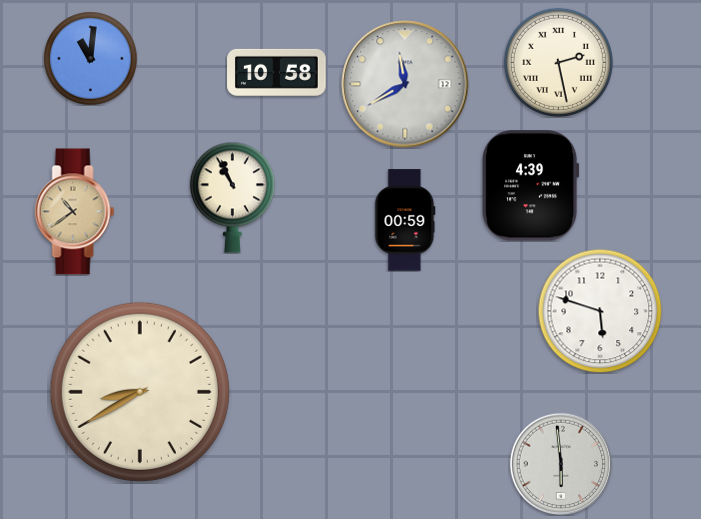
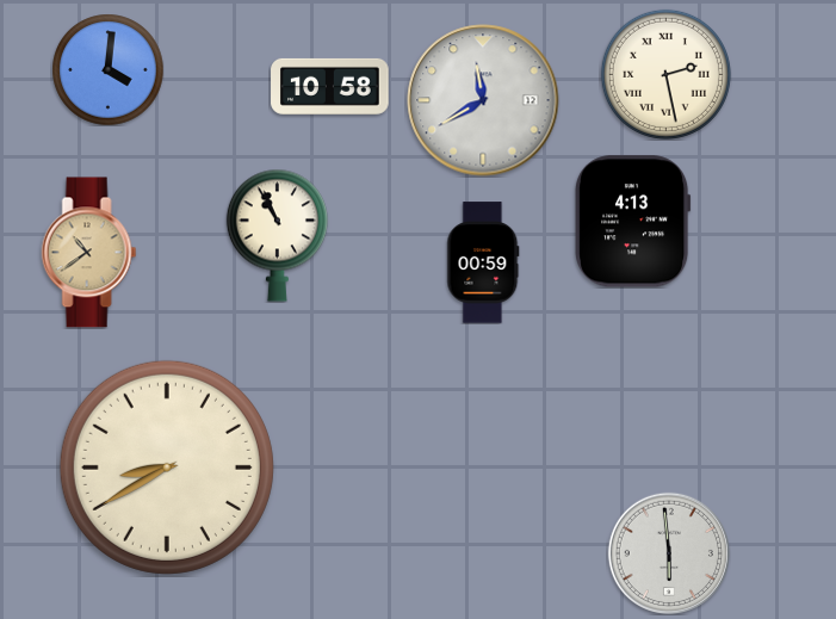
clock at (90, 58): 11:01 -> 4:01
clock at (531, 186): 4:39 -> 4:13
clock at (600, 311): 5:48 -> none
